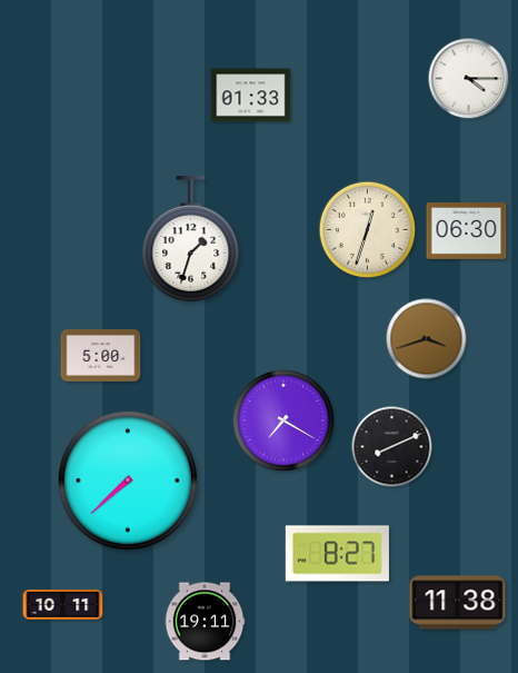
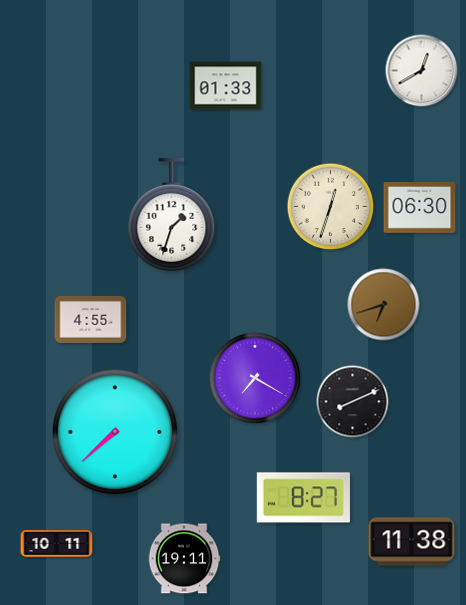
clock at (469, 79): 4:15 -> 12:40
clock at (427, 339): 3:42 -> 6:42
clock at (101, 355): 5:00 -> 4:55
